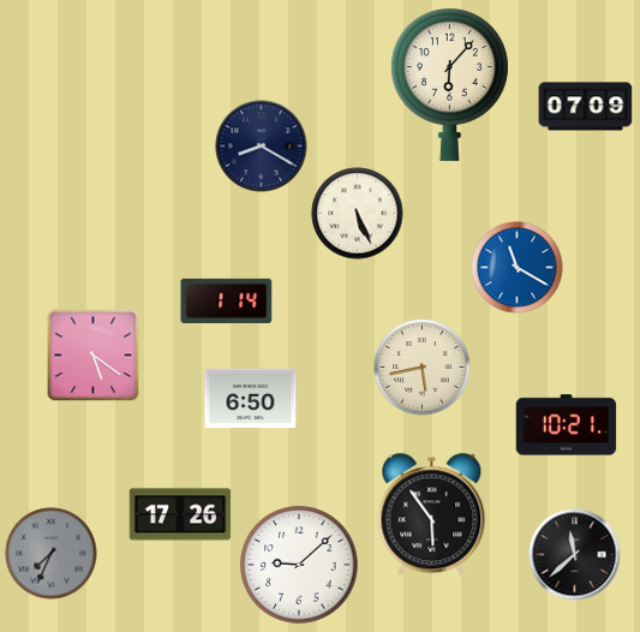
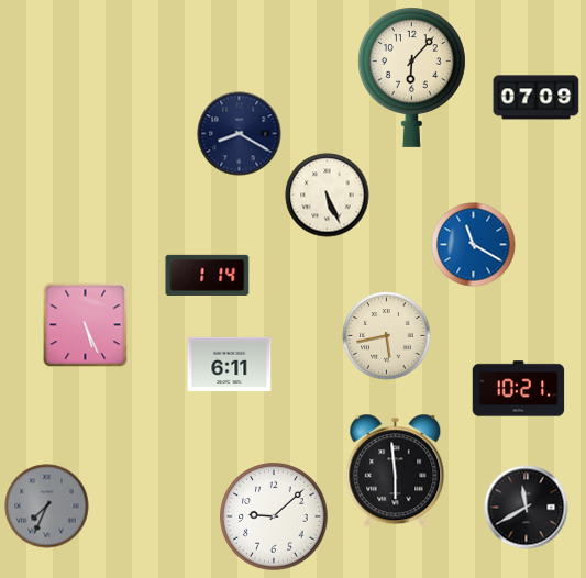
clock at (94, 356): 5:21 -> 5:26
clock at (251, 399): 6:50 -> 6:11
clock at (180, 514): 17:26 -> none
clock at (432, 515): 5:54 -> 5:59
clock at (575, 555): 11:38 -> 11:40
